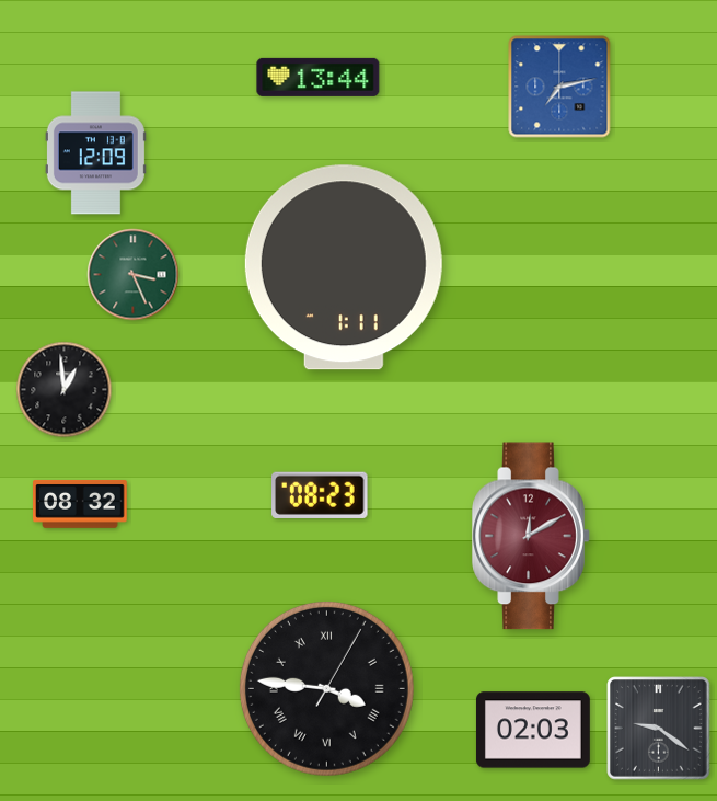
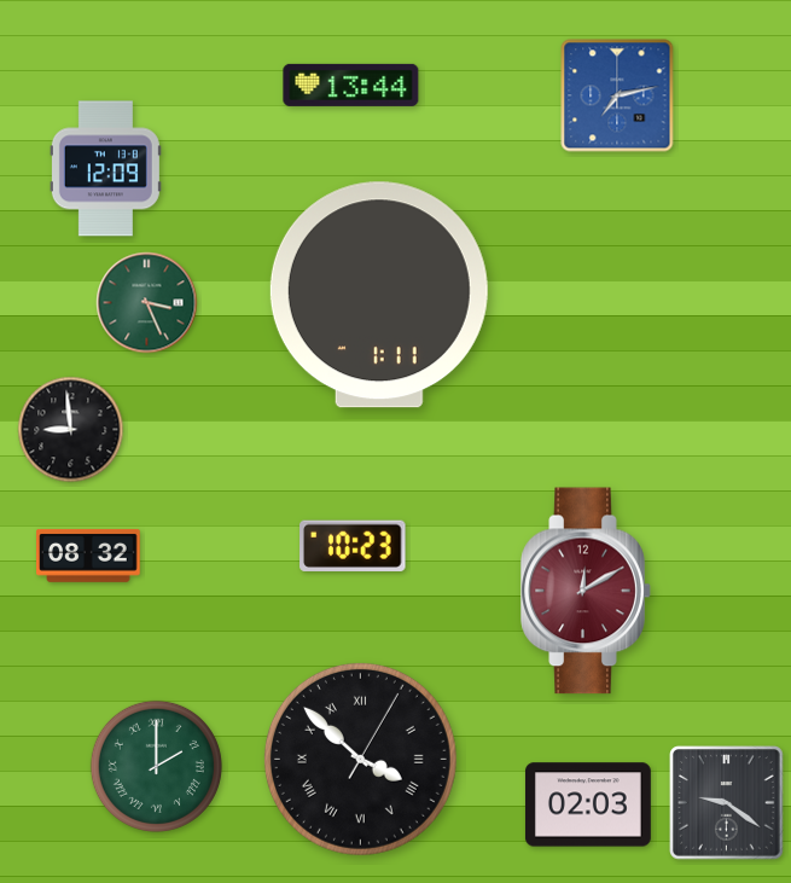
clock at (65, 390): 12:59 -> 8:59
clock at (320, 495): 08:23 -> 10:23
clock at (326, 688): 3:46 -> 3:52
clock at (156, 766): none -> 2:00
